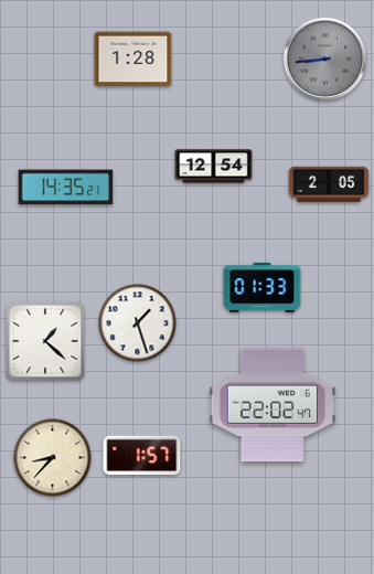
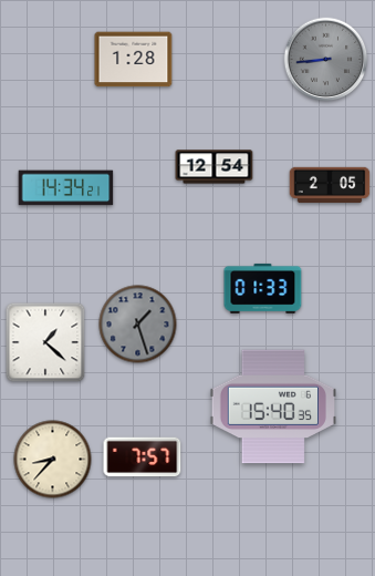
clock at (66, 188): 14:35 -> 14:34
clock at (138, 323) dial: white -> grey
clock at (271, 405): 22:02 -> 15:40
clock at (142, 456): 1:57 -> 7:57
